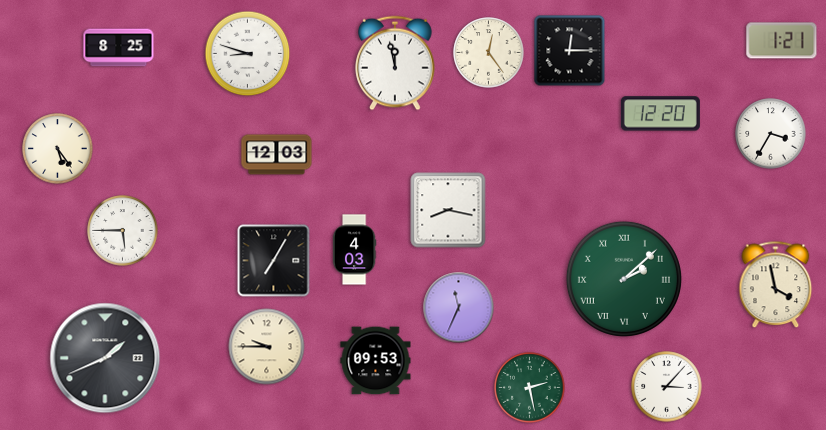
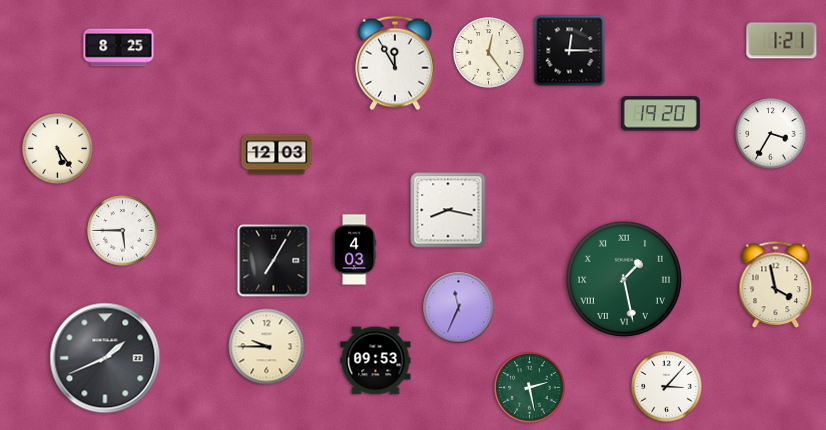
clock at (248, 54): 8:48 -> none
clock at (395, 63): 11:58 -> 11:55
clock at (660, 114): 12:20 -> 19:20
clock at (624, 279): 2:08 -> 1:28
